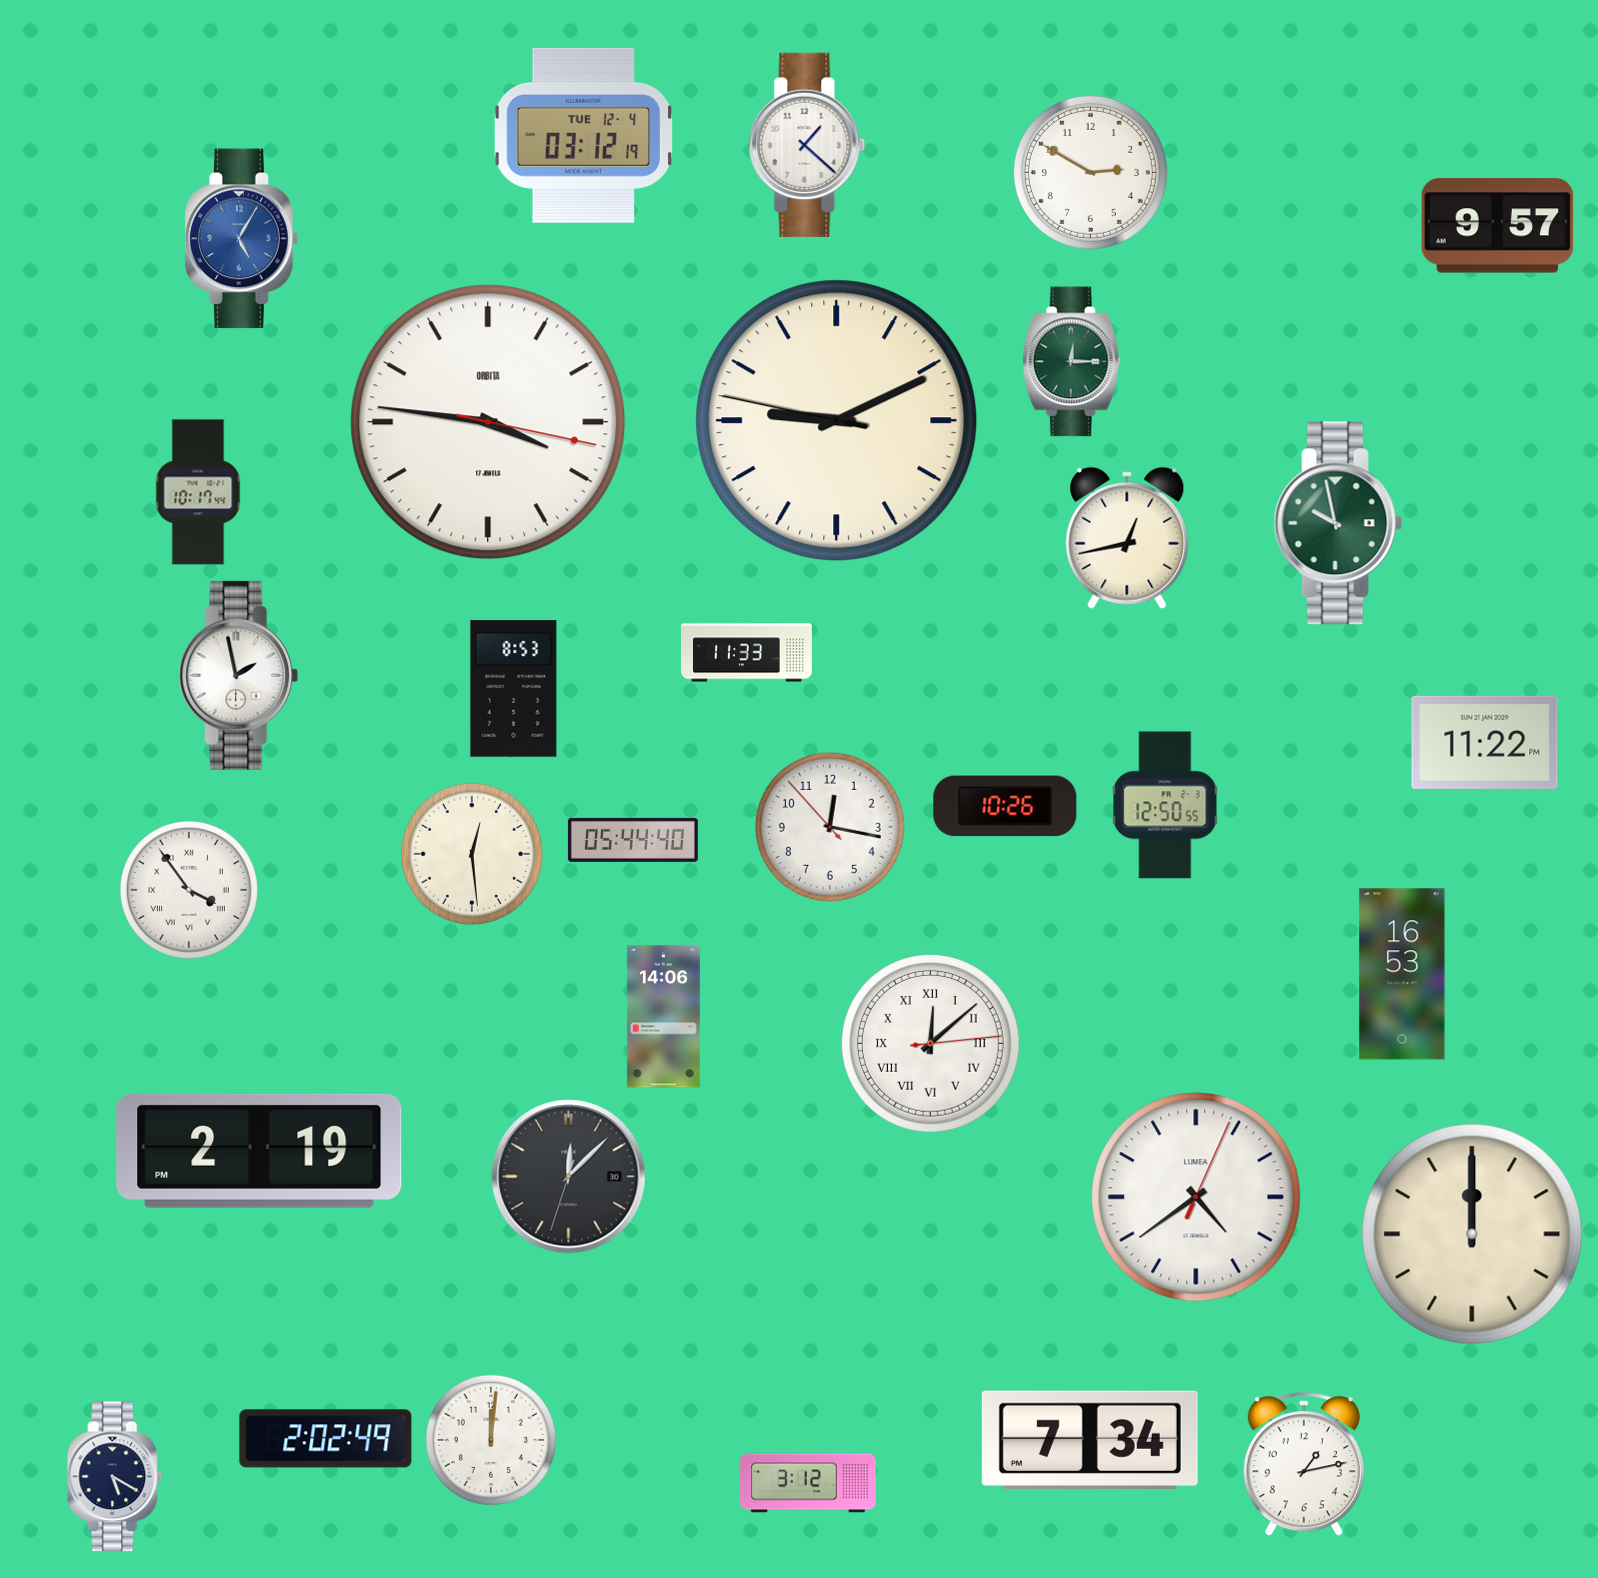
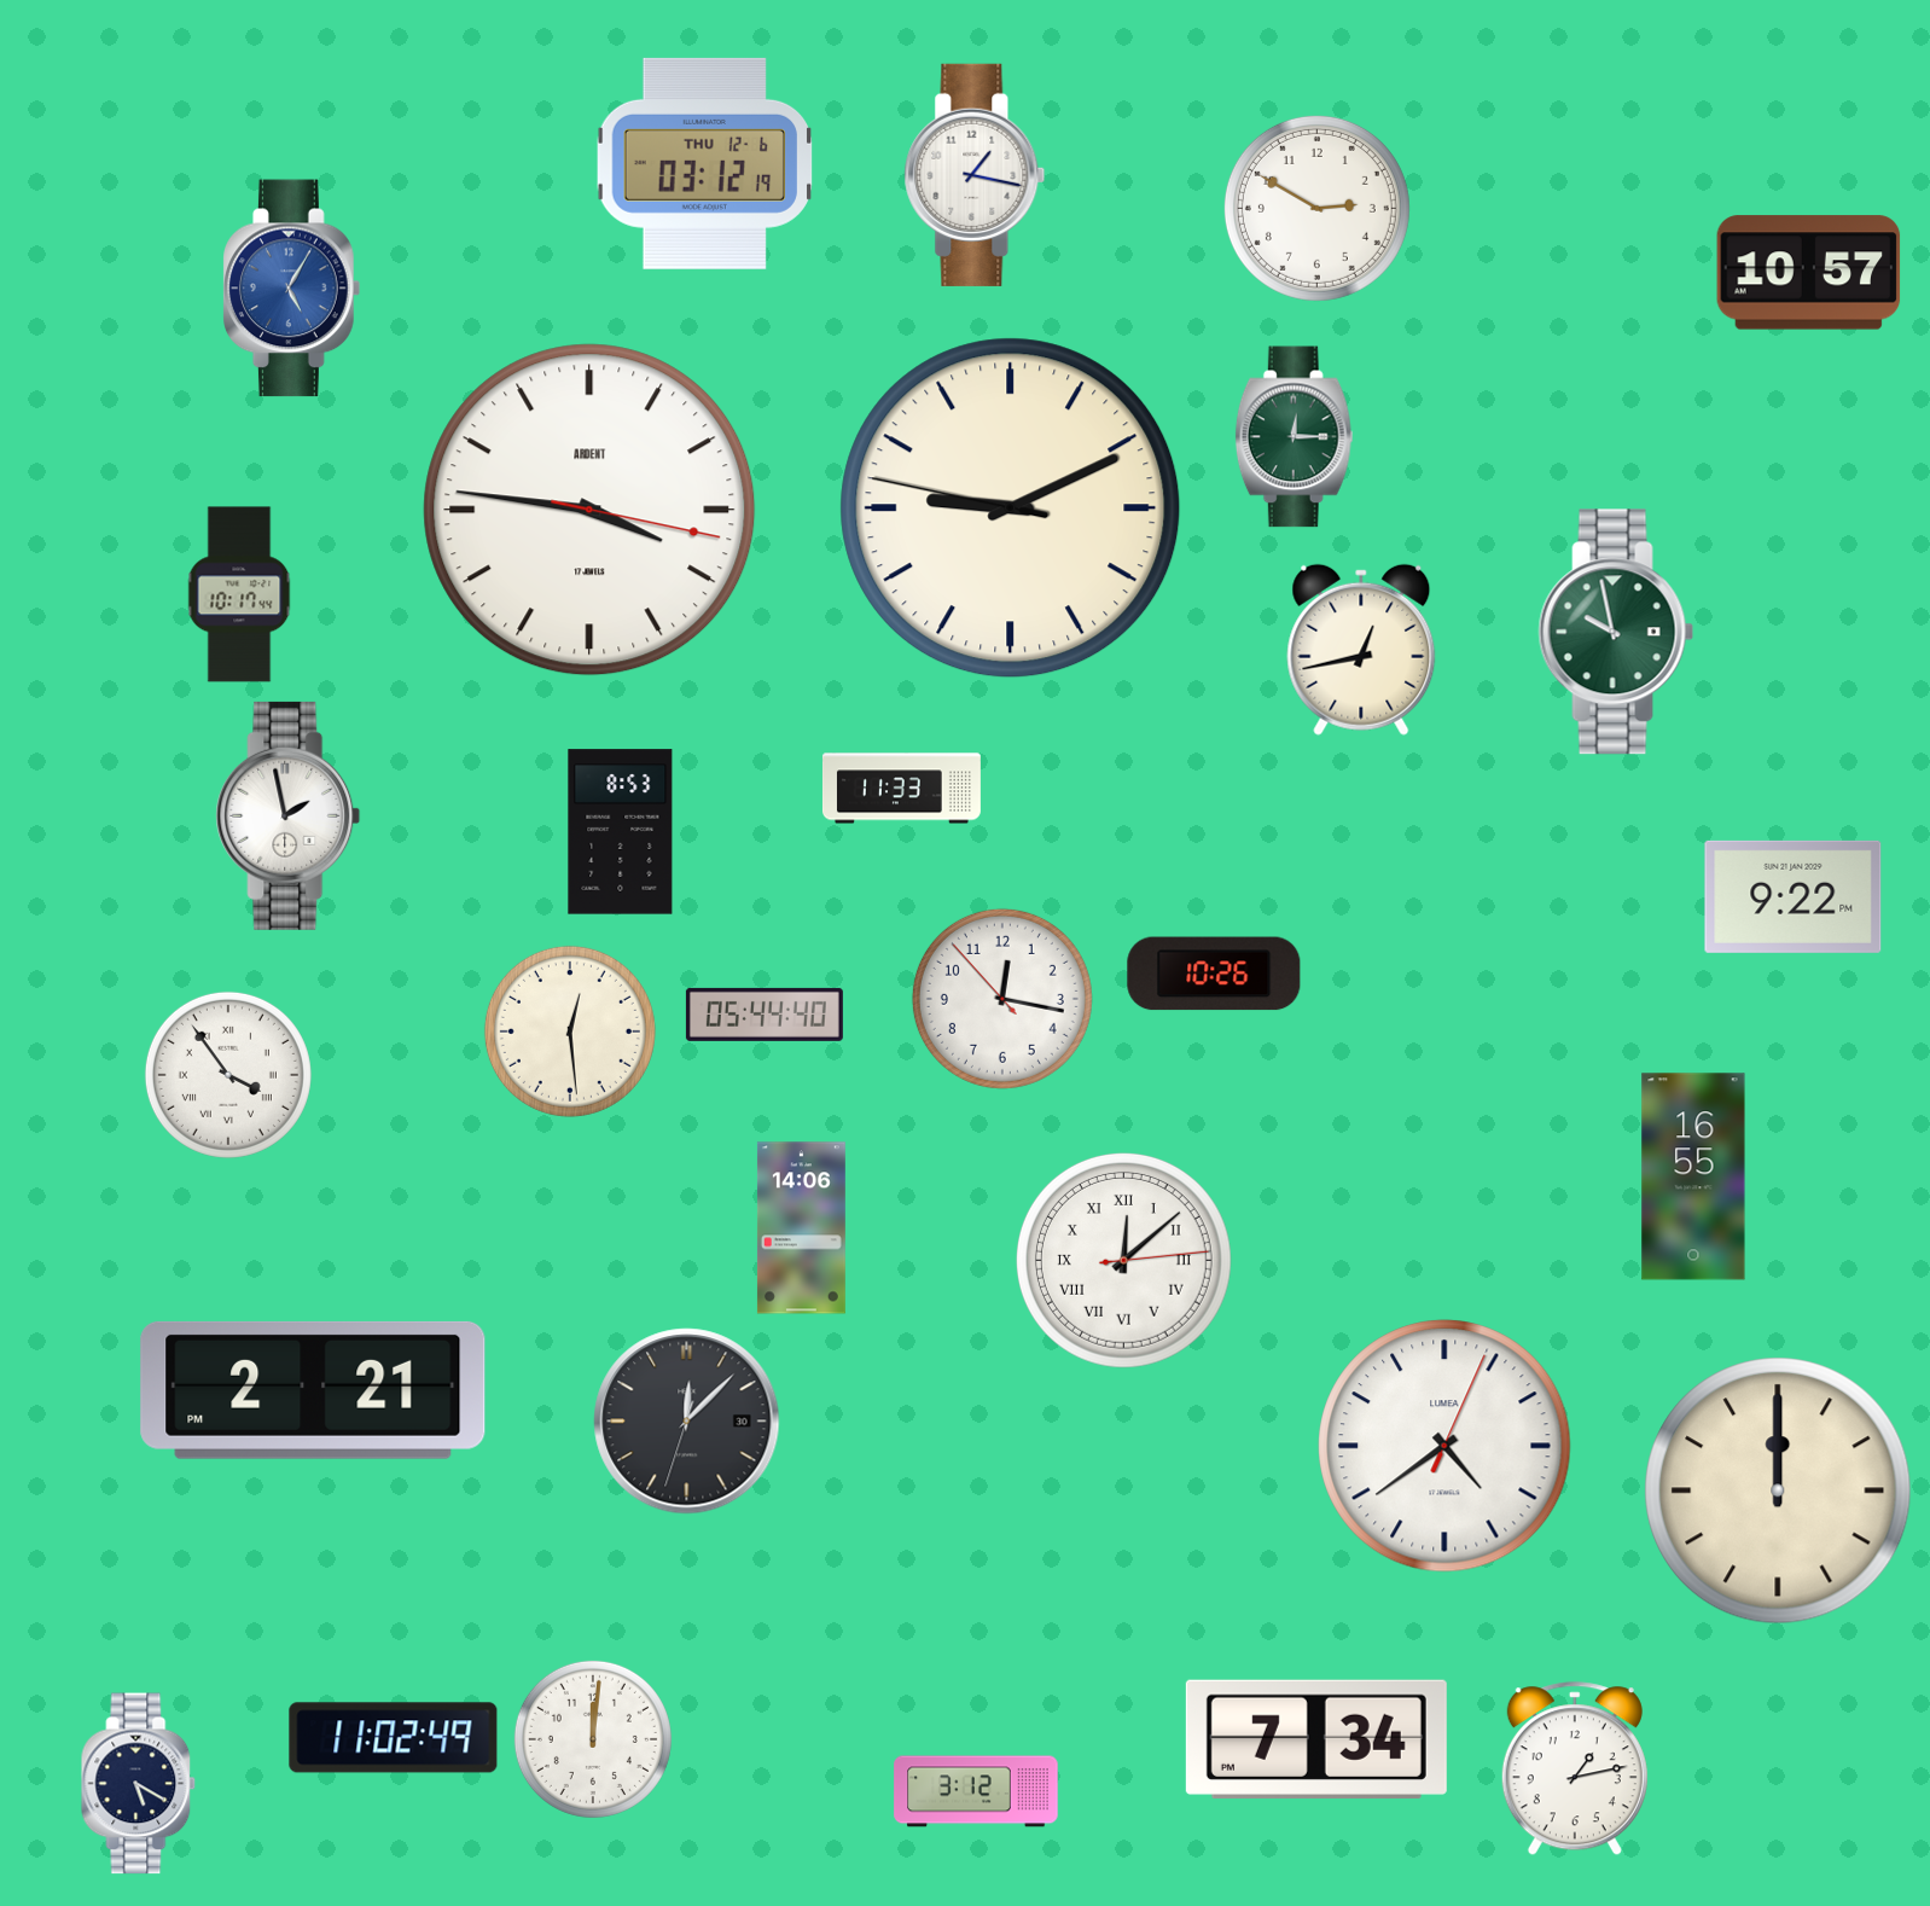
clock at (583, 135) date: TUE 12-4 -> THU 12-6
clock at (807, 145): 1:22 -> 1:17
clock at (1498, 226): 9:57 -> 10:57
clock at (488, 422) brand: ORBITA -> ARDENT
clock at (1485, 742): 11:22 -> 9:22
clock at (1165, 805): 12:50 -> none
clock at (1402, 974): 16:53 -> 16:55
clock at (259, 1151): 2:19 -> 2:21
clock at (326, 1439): 2:02 -> 11:02
